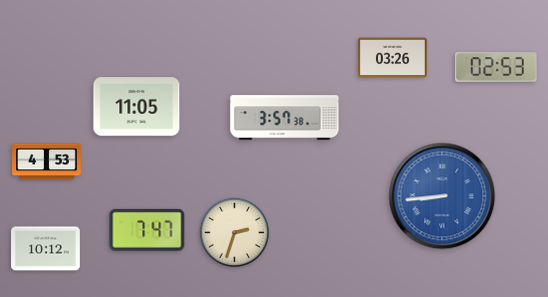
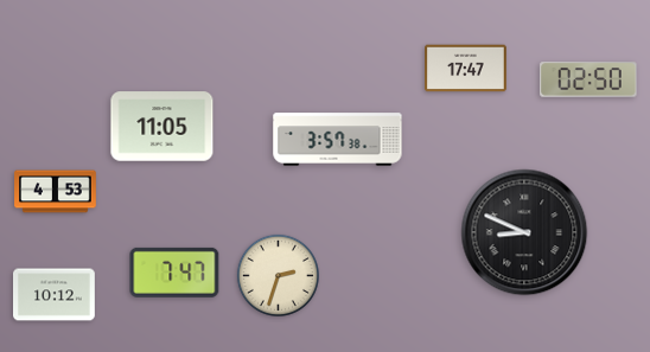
clock at (393, 58): 03:26 -> 17:47
clock at (496, 67): 02:53 -> 02:50
clock at (442, 196): 8:44 -> 8:49
clock at (442, 196) dial: blue -> black
